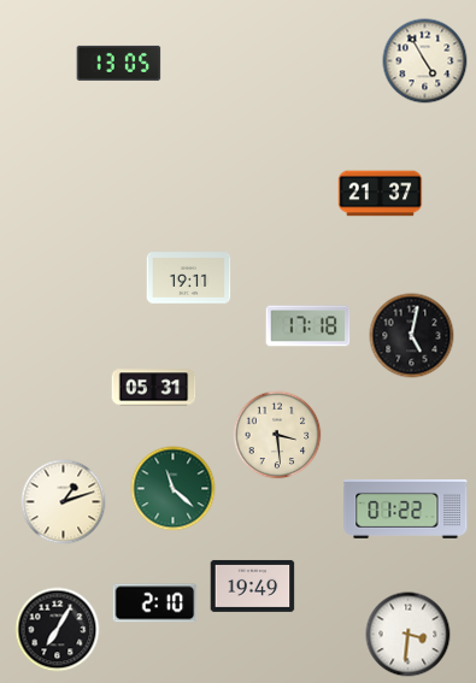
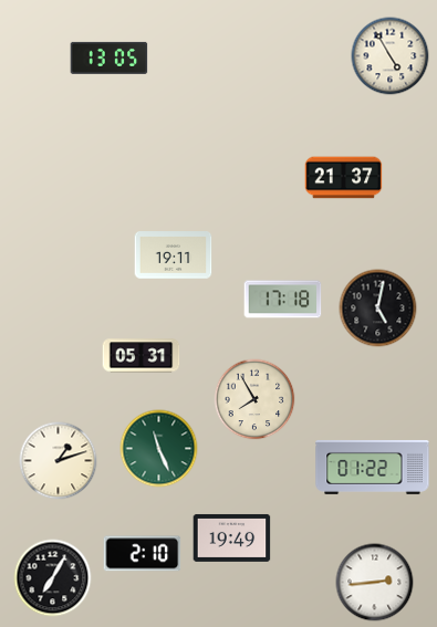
clock at (381, 194) position: (381, 194) -> (344, 178)
clock at (277, 435): 3:29 -> 7:55
clock at (174, 489): 11:22 -> 11:26
clock at (409, 635): 3:31 -> 2:44
